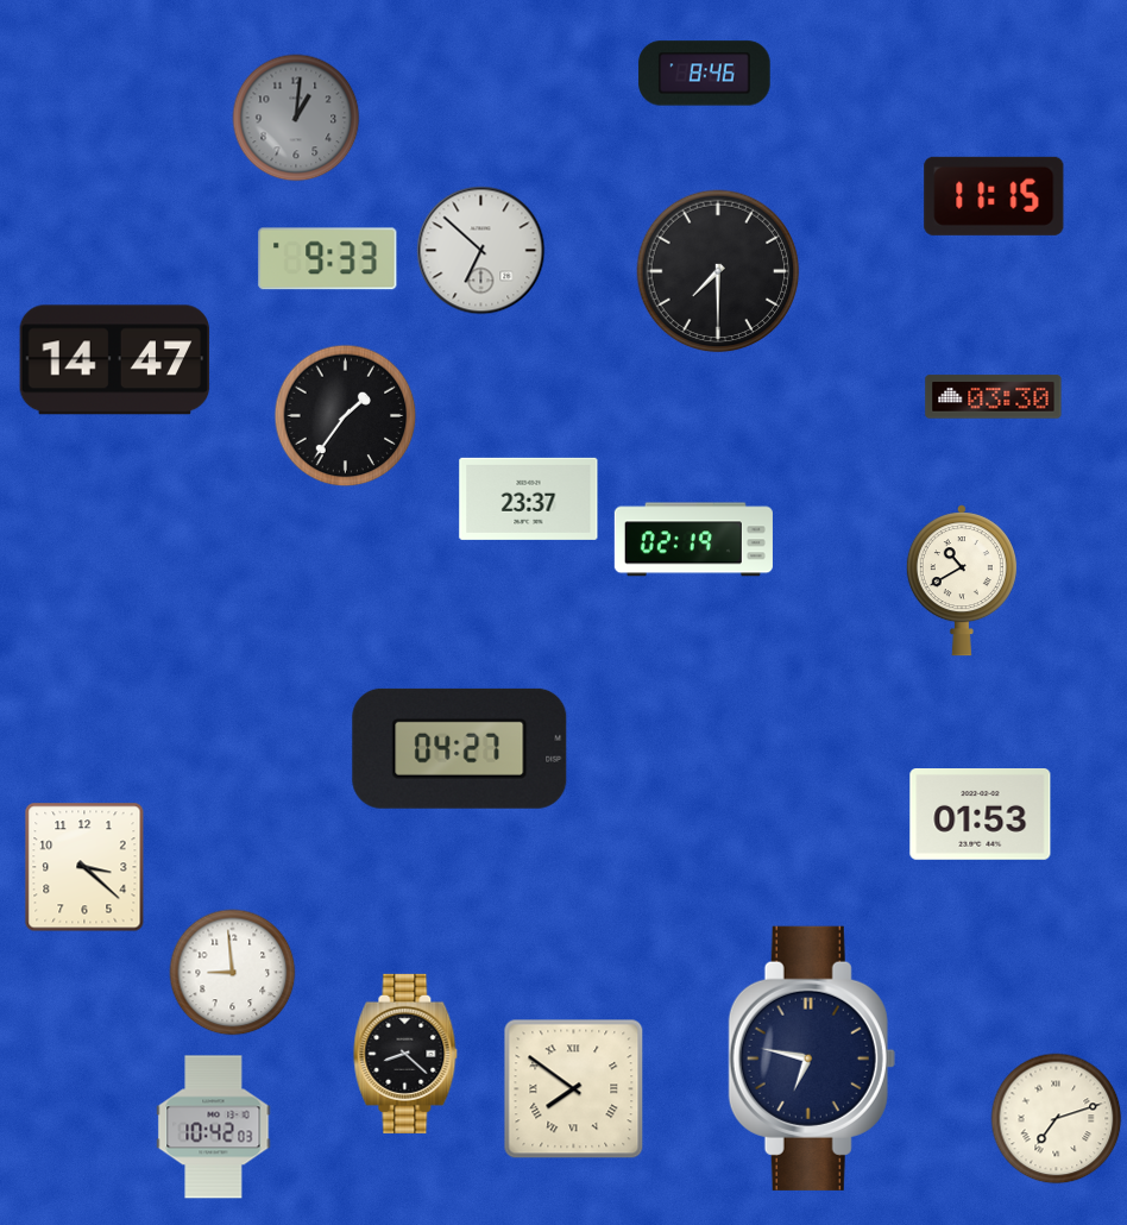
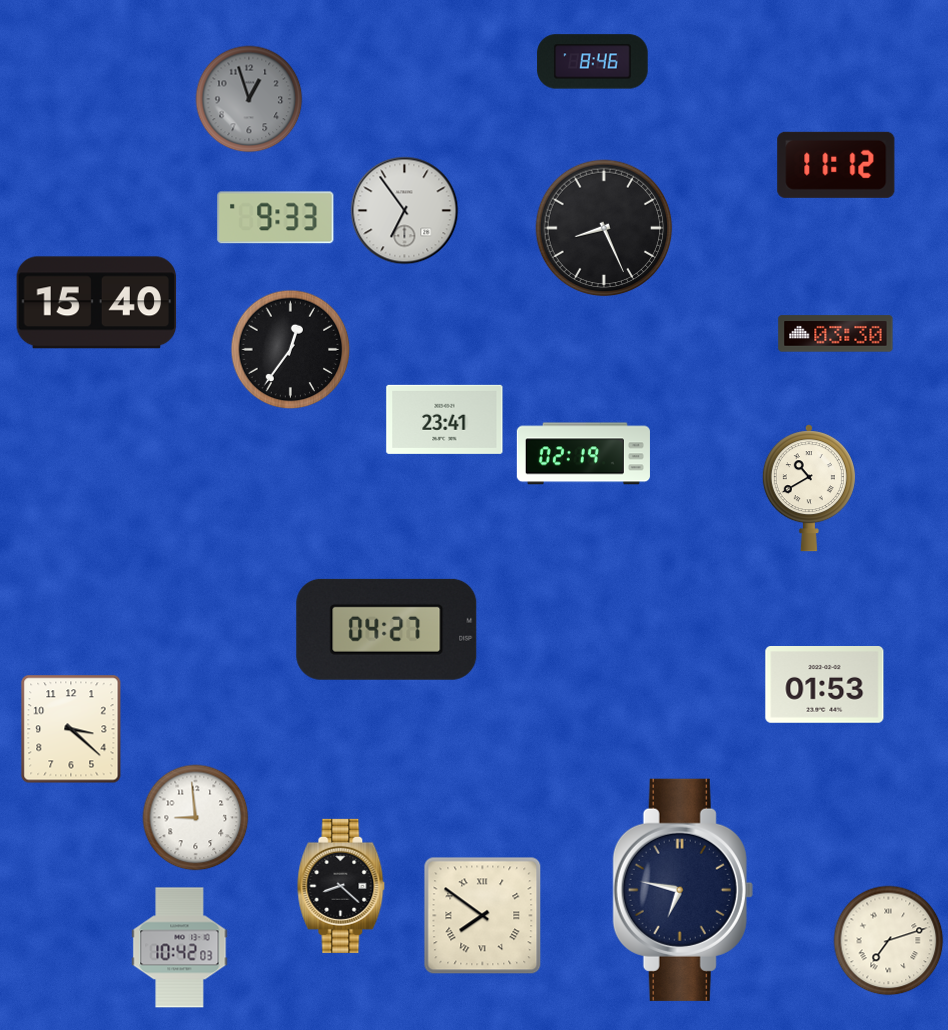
clock at (296, 118): 1:01 -> 12:57
clock at (994, 196): 11:15 -> 11:12
clock at (481, 251): 6:52 -> 6:54
clock at (718, 271): 7:30 -> 8:26
clock at (115, 360): 14:47 -> 15:40
clock at (346, 416): 1:36 -> 12:36
clock at (529, 498): 23:37 -> 23:41
